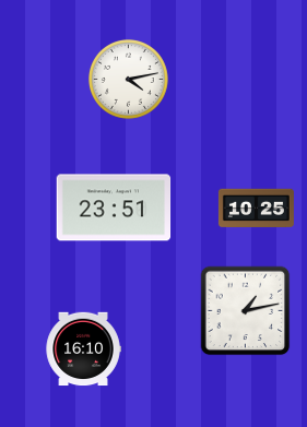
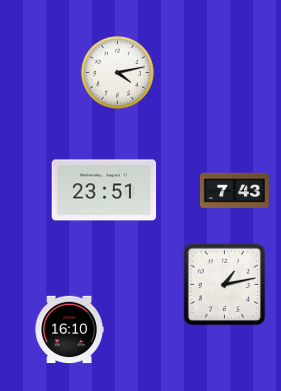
clock at (256, 209): 10:25 -> 7:43
clock at (83, 349) position: (83, 349) -> (69, 330)
